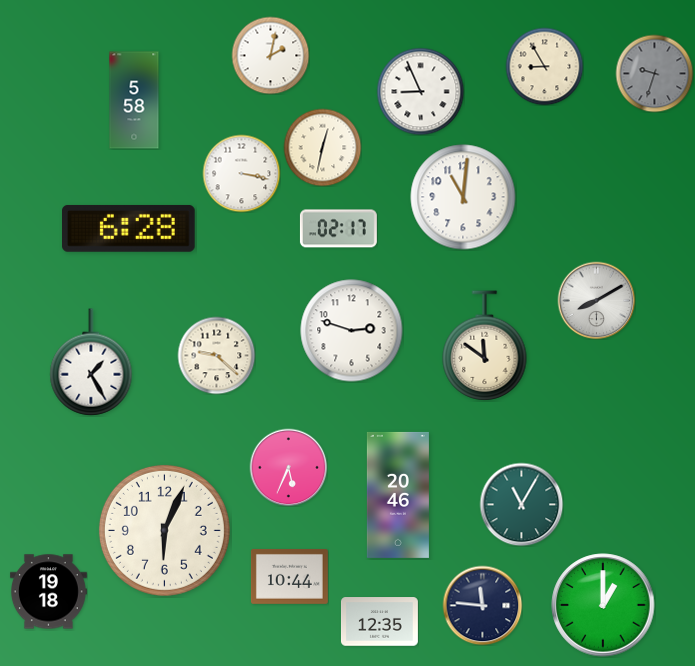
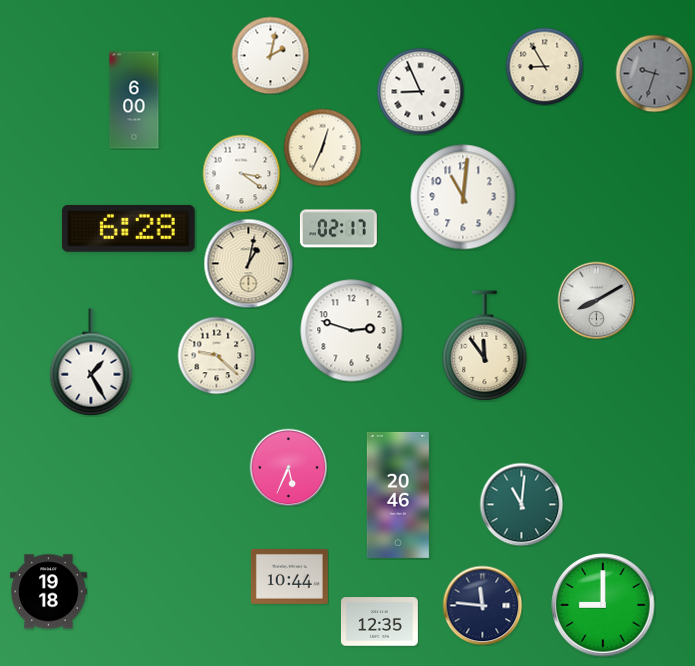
clock at (134, 100): 5:58 -> 6:00
clock at (322, 147): 12:32 -> 12:34
clock at (241, 173): 3:17 -> 3:21
clock at (248, 263): none -> 1:02
clock at (485, 346): 11:51 -> 11:54
clock at (521, 504): 11:05 -> 11:01
clock at (164, 530): 6:04 -> none
clock at (603, 605): 1:00 -> 9:00
